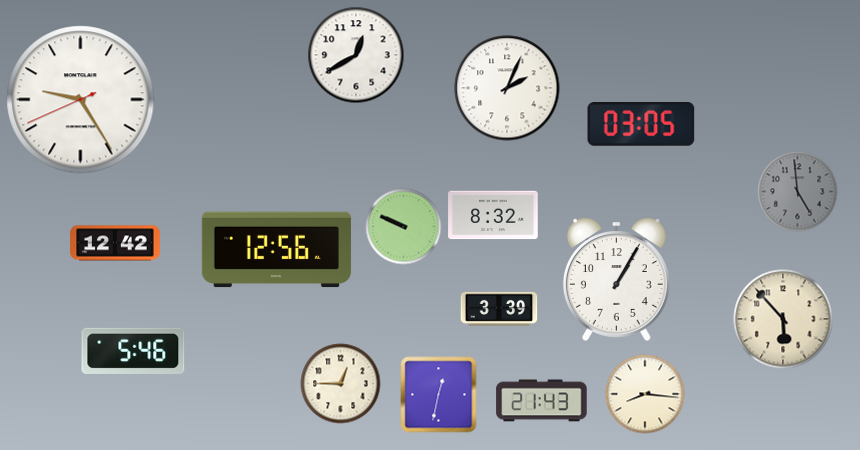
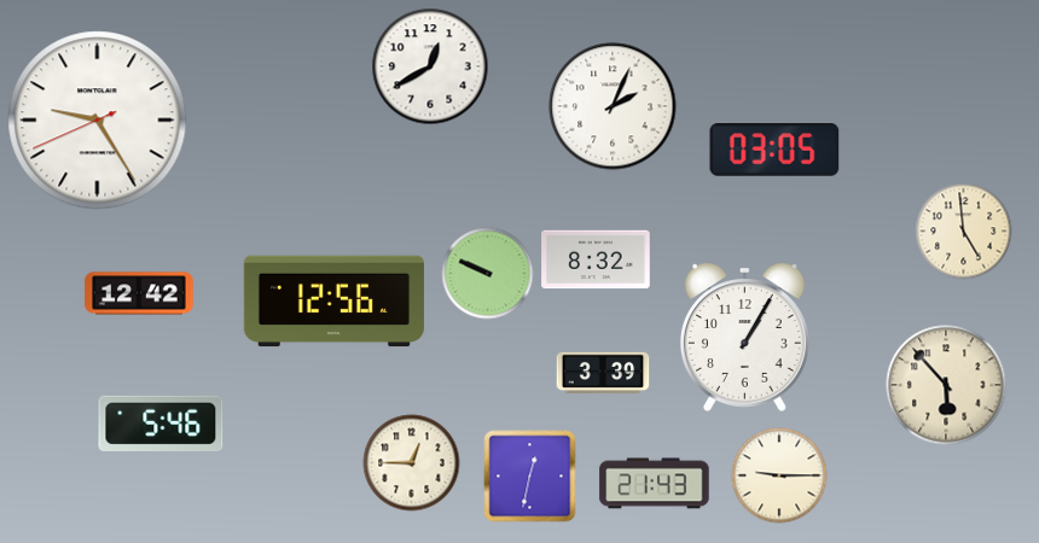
clock at (798, 192) dial: grey -> cream
clock at (645, 394): 8:16 -> 9:15
